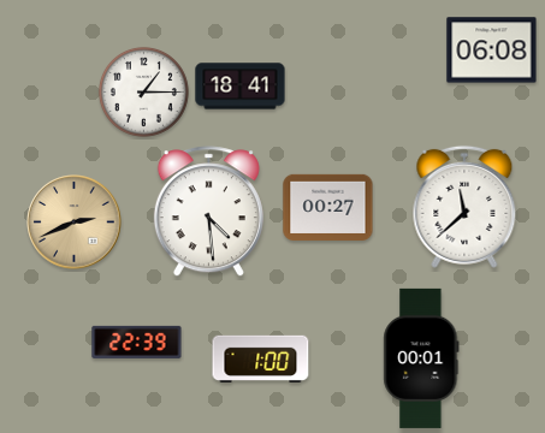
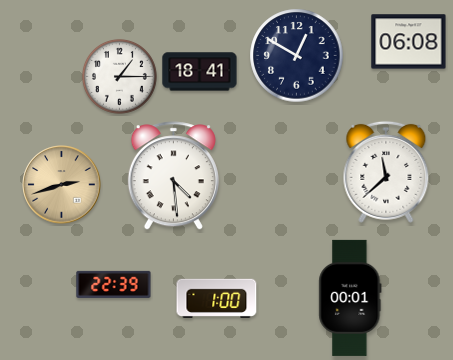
clock at (297, 56): none -> 12:50
clock at (328, 207): 00:27 -> none
clock at (75, 223): 2:41 -> 2:42
